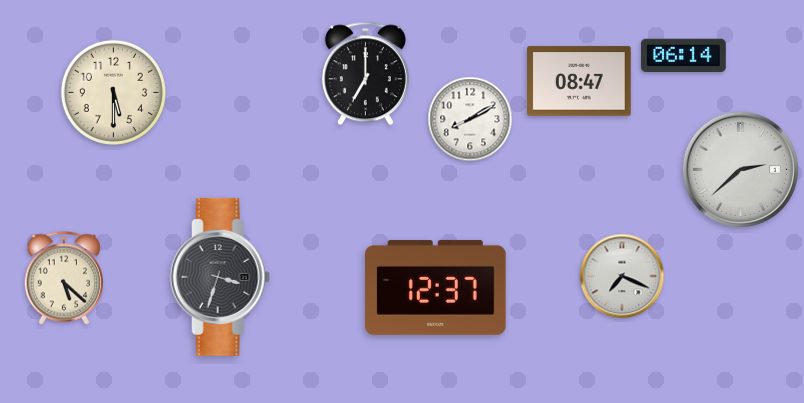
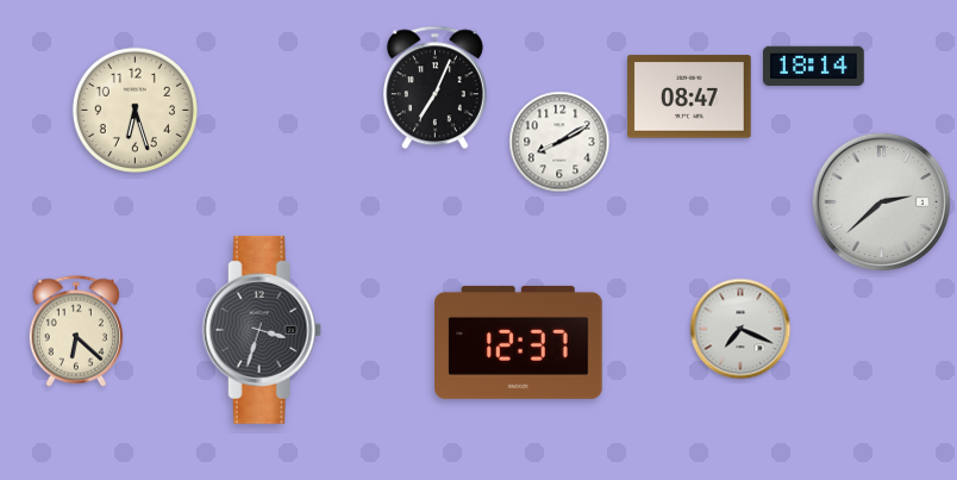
clock at (684, 56): 06:14 -> 18:14
clock at (365, 74): 7:00 -> 7:04
clock at (113, 92): 5:30 -> 6:27
clock at (64, 278): 5:22 -> 6:22
